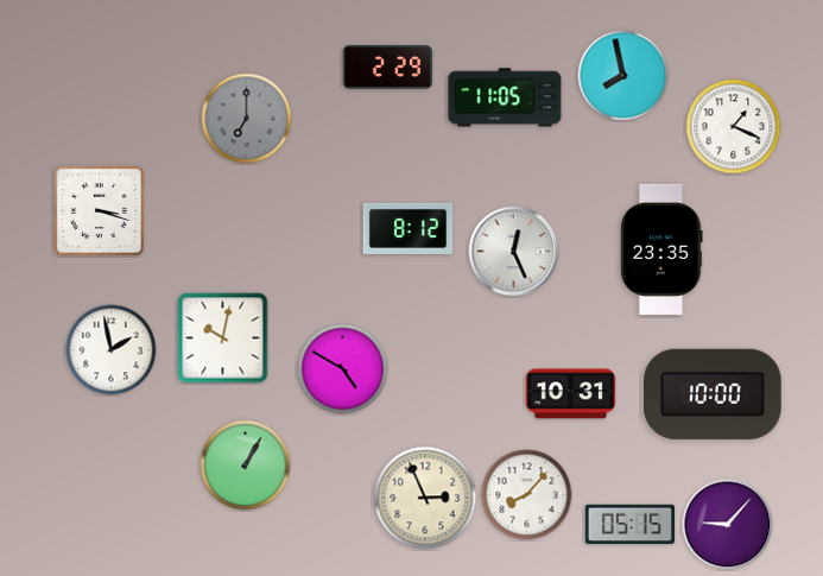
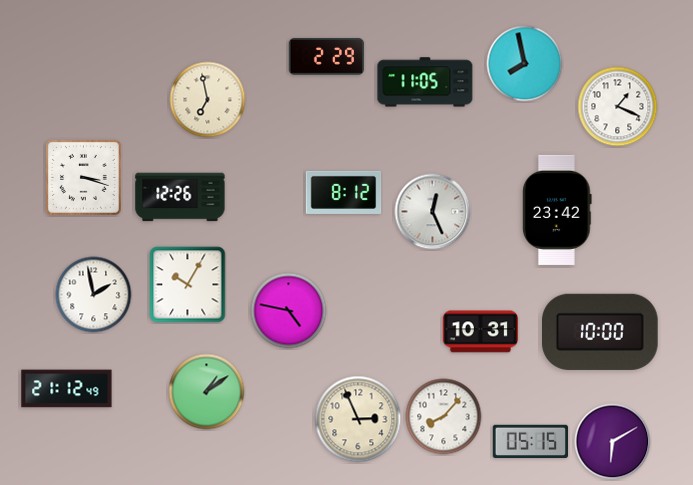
clock at (247, 119): 7:00 -> 6:58
clock at (247, 119) dial: grey -> cream
clock at (180, 197): none -> 12:26
clock at (661, 249): 23:35 -> 23:42
clock at (223, 338): 10:02 -> 10:05
clock at (343, 369): 4:50 -> 4:47
clock at (67, 389): none -> 21:12
clock at (246, 466): 1:05 -> 1:09
clock at (728, 525): 9:07 -> 6:10
